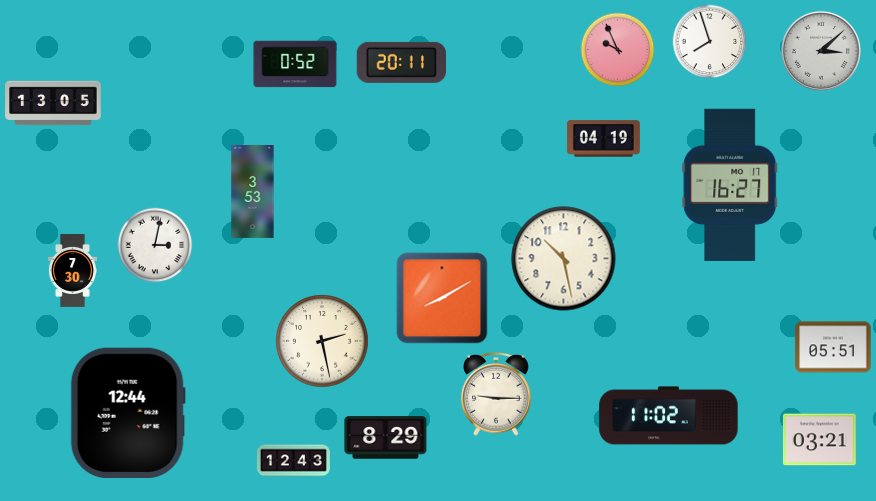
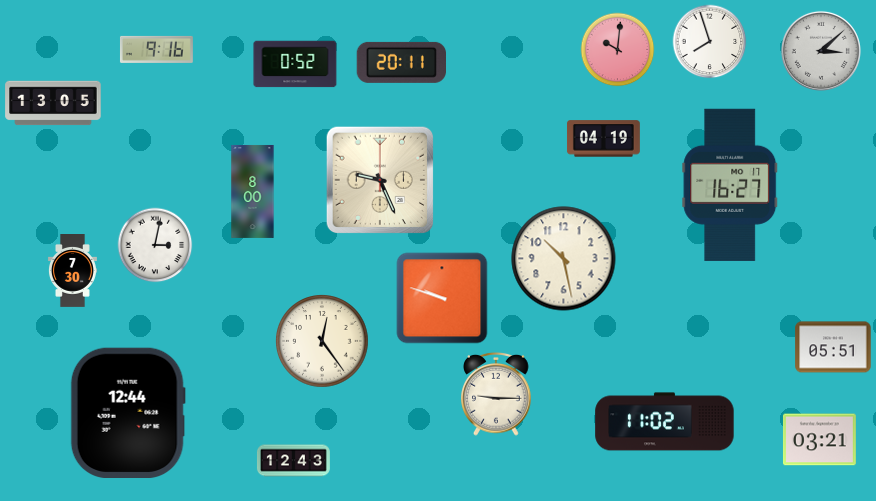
clock at (156, 49): none -> 9:16
clock at (618, 50): 9:56 -> 10:01
clock at (379, 179): none -> 9:26
clock at (253, 191): 3:53 -> 8:00
clock at (442, 298): 8:10 -> 9:48
clock at (322, 341): 2:28 -> 12:24
clock at (669, 416) position: (669, 416) -> (665, 422)
clock at (386, 438): 8:29 -> none
